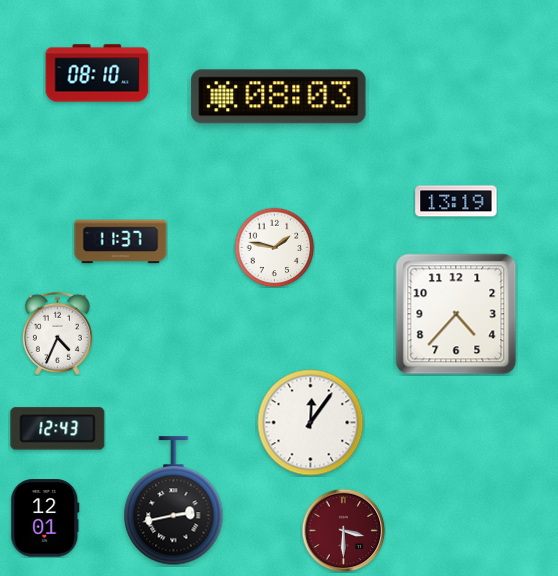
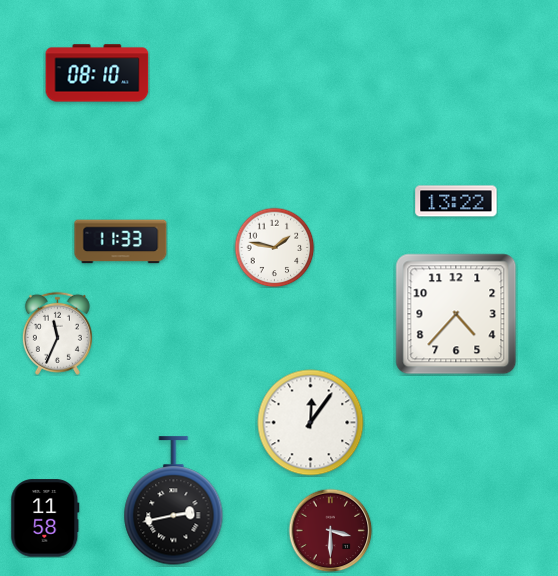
clock at (279, 97): 08:03 -> none
clock at (456, 201): 13:19 -> 13:22
clock at (121, 242): 11:37 -> 11:33
clock at (57, 333): 4:34 -> 11:34
clock at (58, 429): 12:43 -> none
clock at (45, 518): 12:01 -> 11:58
clock at (343, 530) position: (343, 530) -> (330, 530)
